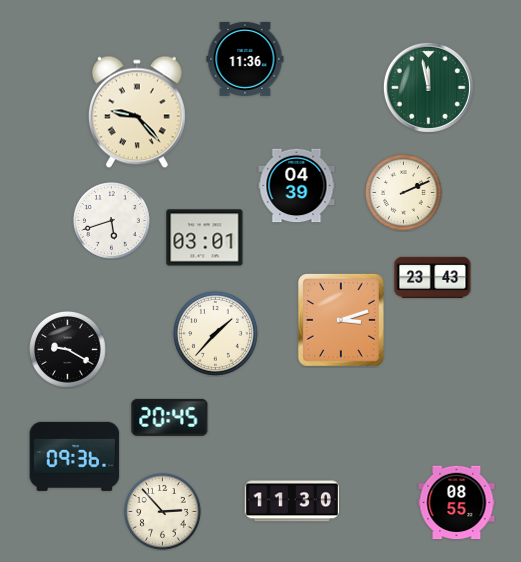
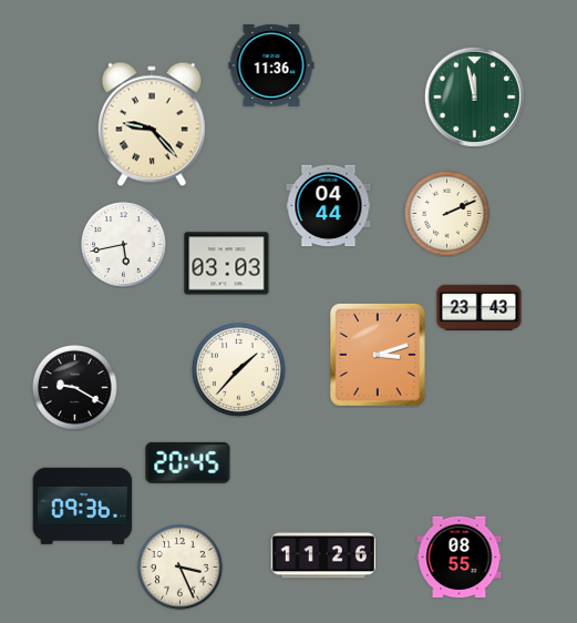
clock at (297, 186): 04:39 -> 04:44
clock at (112, 221): 5:42 -> 5:43
clock at (205, 238): 03:01 -> 03:03
clock at (292, 501): 11:30 -> 11:26
clock at (457, 503) position: (457, 503) -> (460, 558)
clock at (163, 512): 2:53 -> 3:26
